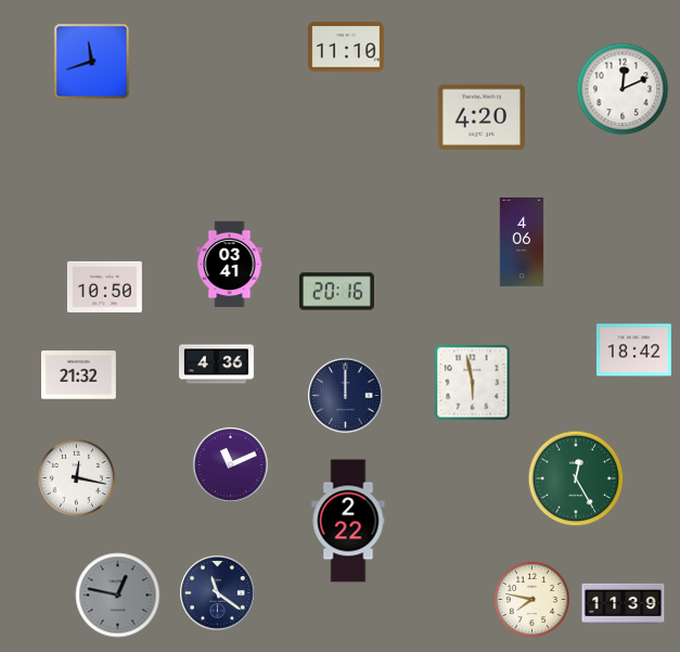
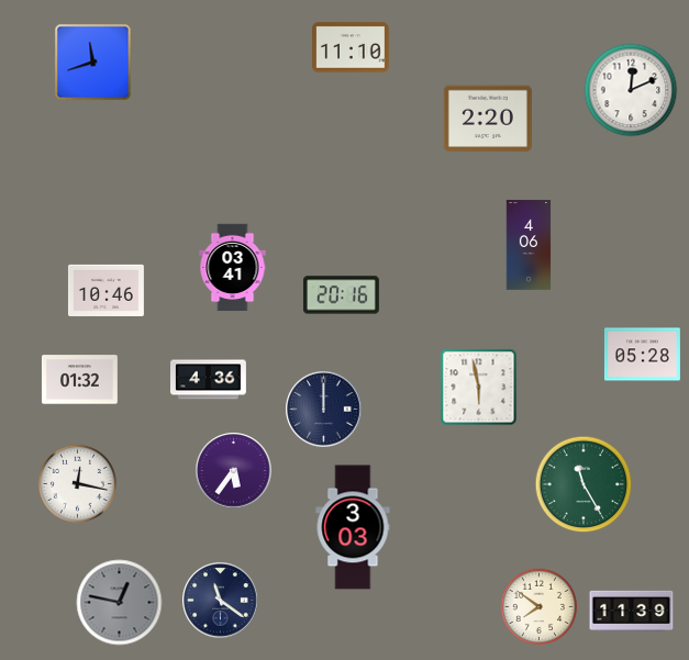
clock at (482, 117): 4:20 -> 2:20
clock at (105, 286): 10:50 -> 10:46
clock at (633, 350): 18:42 -> 05:28
clock at (217, 365) position: (217, 365) -> (209, 380)
clock at (78, 375): 21:32 -> 01:32
clock at (346, 396) position: (346, 396) -> (324, 410)
clock at (231, 465): 11:11 -> 5:36
clock at (576, 478): 12:25 -> 11:25
clock at (348, 521): 2:22 -> 3:03
clock at (531, 599): 7:47 -> 7:51
